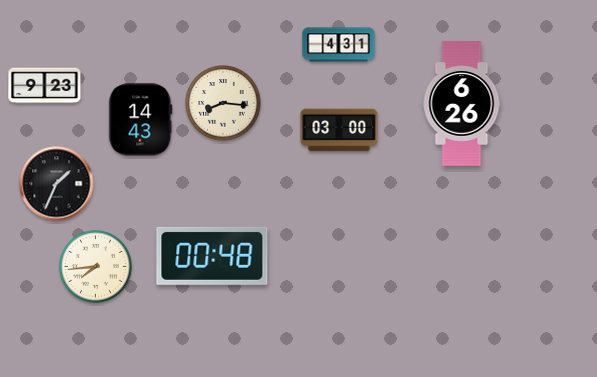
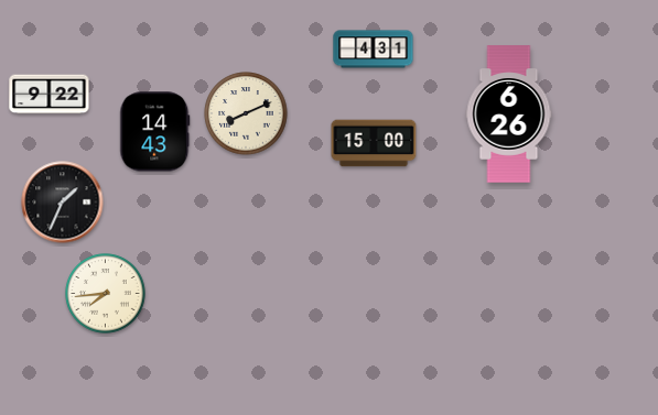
clock at (45, 86): 9:23 -> 9:22
clock at (223, 103): 8:16 -> 8:11
clock at (339, 130): 03:00 -> 15:00
clock at (212, 256): 00:48 -> none
